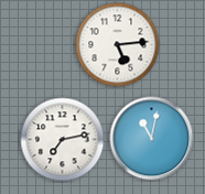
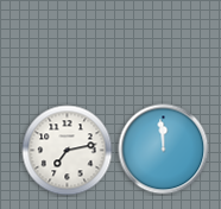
clock at (118, 45): 5:14 -> none
clock at (152, 139): 11:02 -> 11:59
